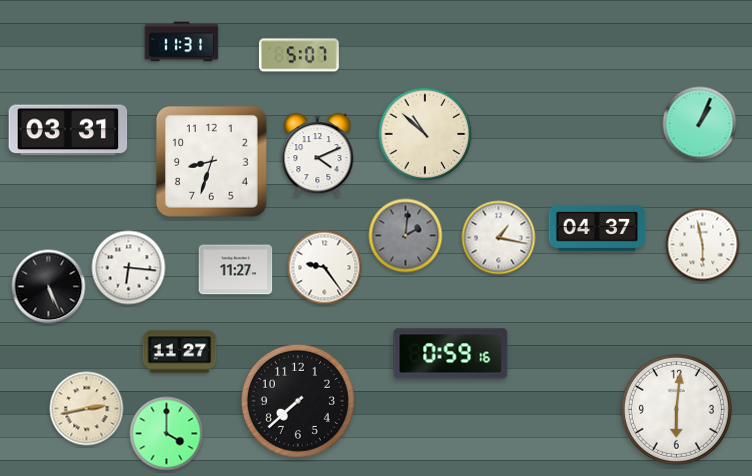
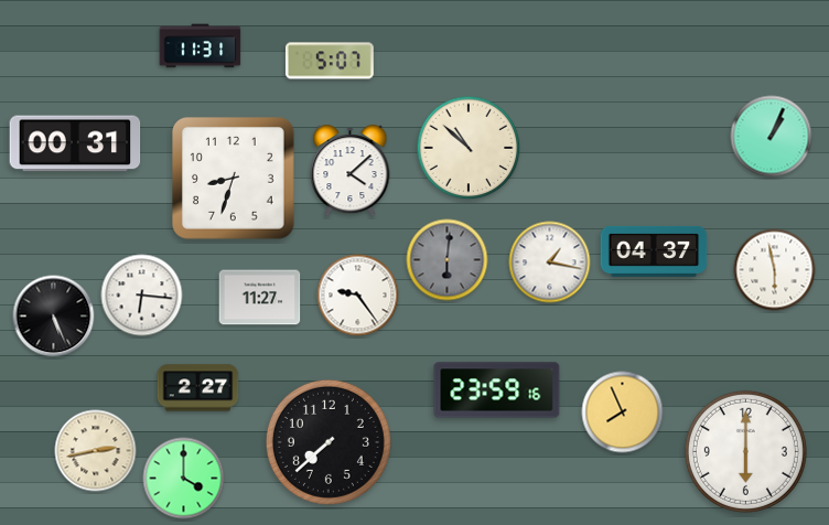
clock at (68, 130): 03:31 -> 00:31
clock at (318, 155): 4:11 -> 4:08
clock at (597, 228) position: (597, 228) -> (654, 251)
clock at (406, 236): 2:01 -> 6:01
clock at (180, 352): 11:27 -> 2:27
clock at (451, 354): 0:59 -> 23:59
clock at (623, 413): none -> 7:56
clock at (676, 409): 6:01 -> 6:00
